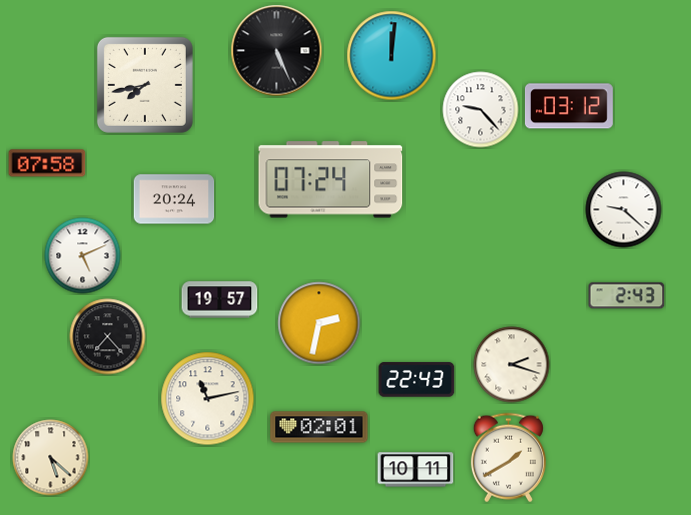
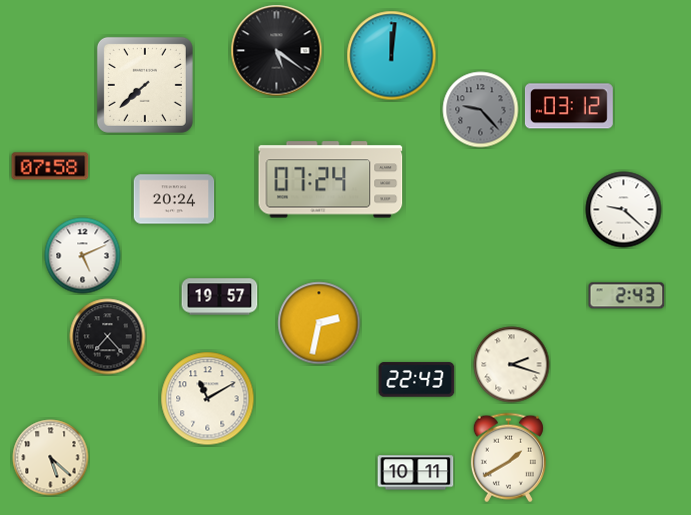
clock at (277, 51): 5:26 -> 5:21
clock at (145, 85): 7:43 -> 7:38
clock at (481, 110) dial: white -> grey
clock at (47, 163) position: (47, 163) -> (50, 166)
clock at (220, 300) position: (220, 300) -> (220, 297)
clock at (208, 399): 11:13 -> 11:10
clock at (319, 427): 02:01 -> none
clock at (416, 470) position: (416, 470) -> (416, 473)
